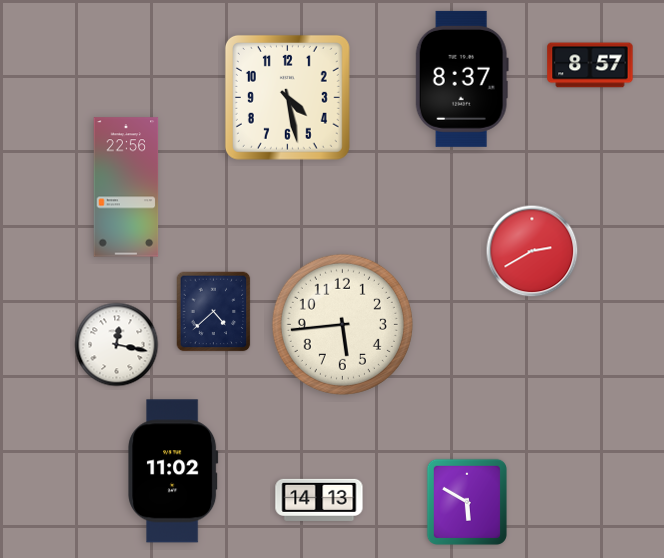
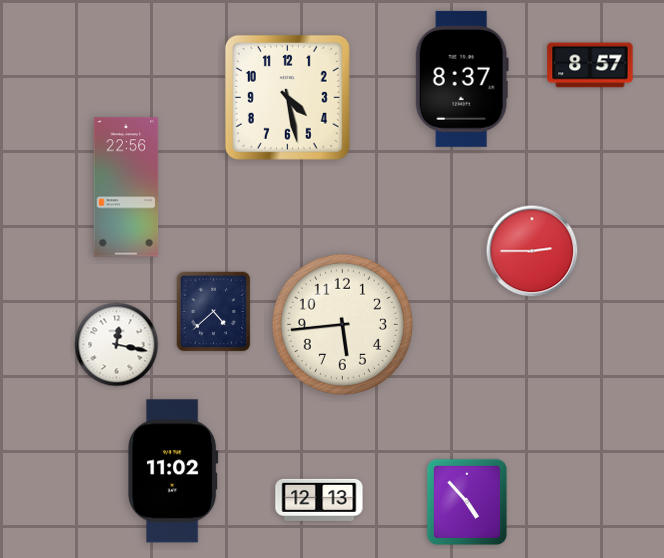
clock at (532, 251): 2:40 -> 2:45
clock at (319, 500): 14:13 -> 12:13
clock at (467, 501): 5:50 -> 4:53
